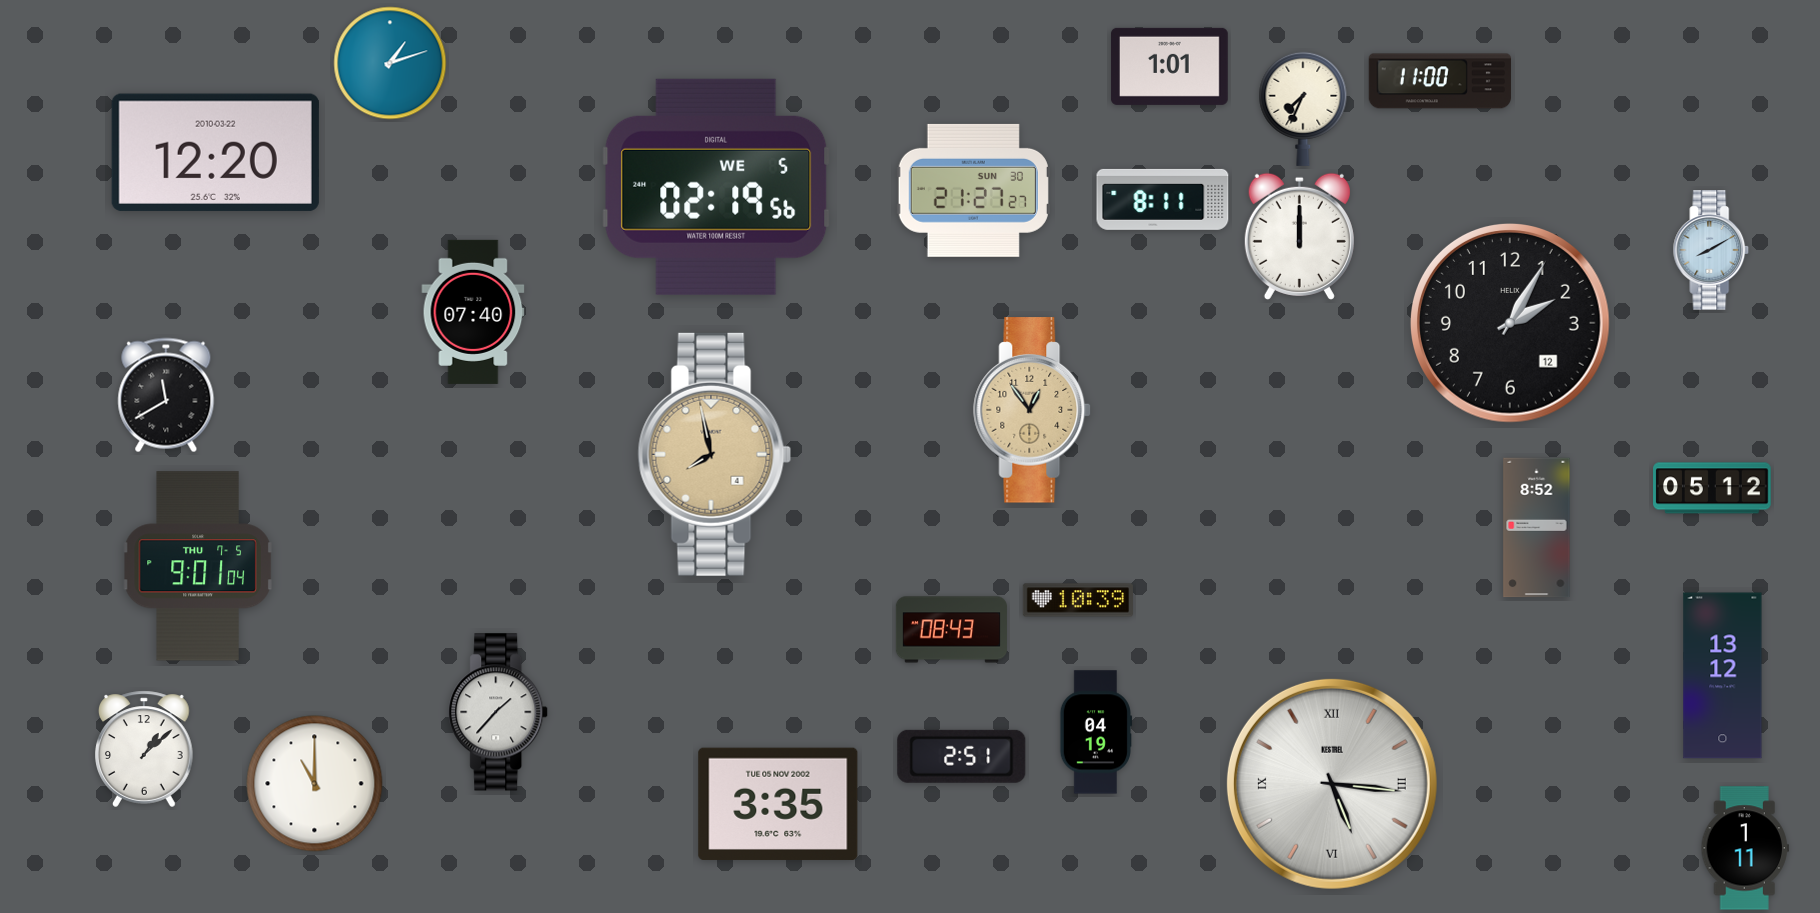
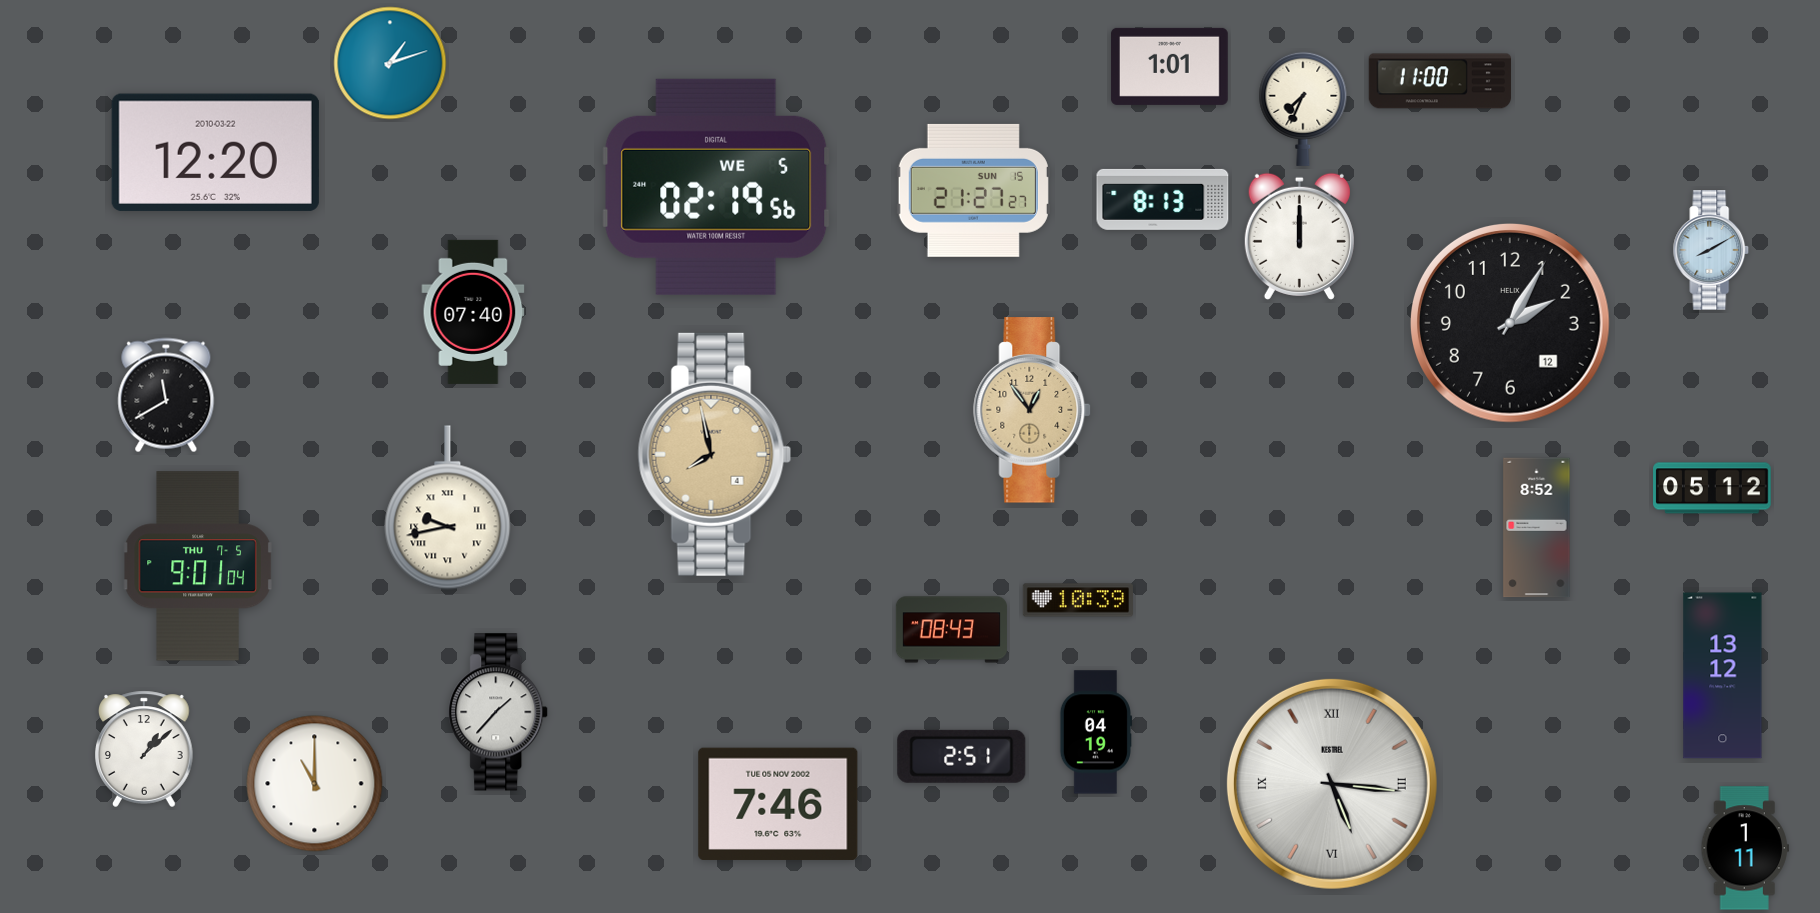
clock at (973, 190) date: SUN 30 -> SUN 15
clock at (1163, 199): 8:11 -> 8:13
clock at (448, 508): none -> 9:43
clock at (778, 804): 3:35 -> 7:46
